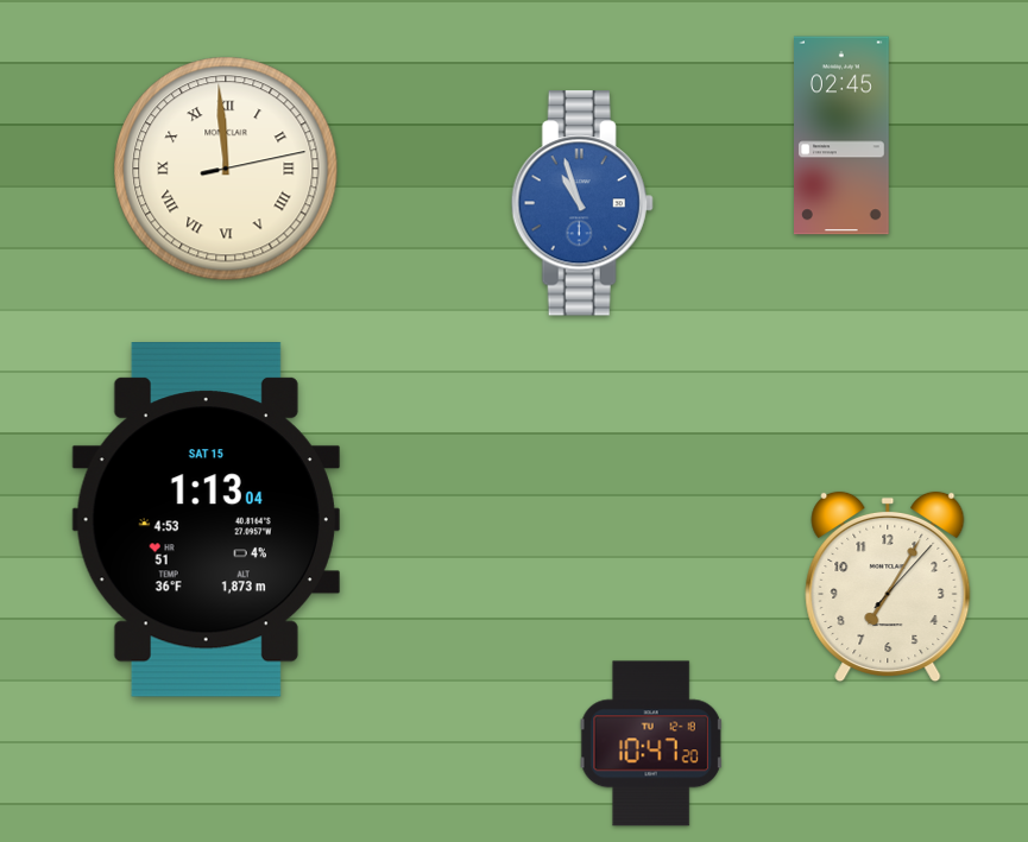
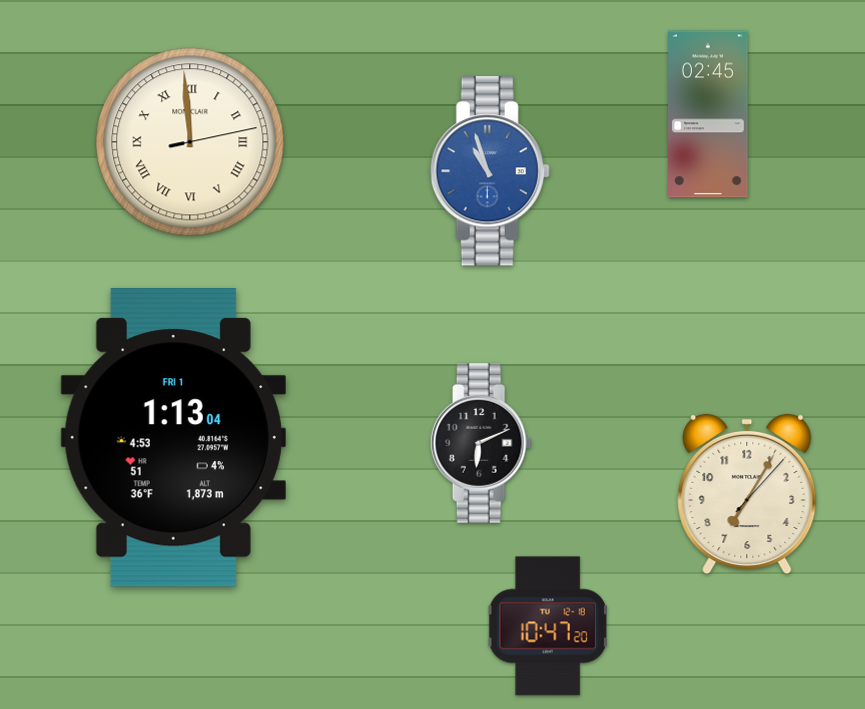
clock at (206, 520) date: SAT 15 -> FRI 1
clock at (481, 444): none -> 6:11
